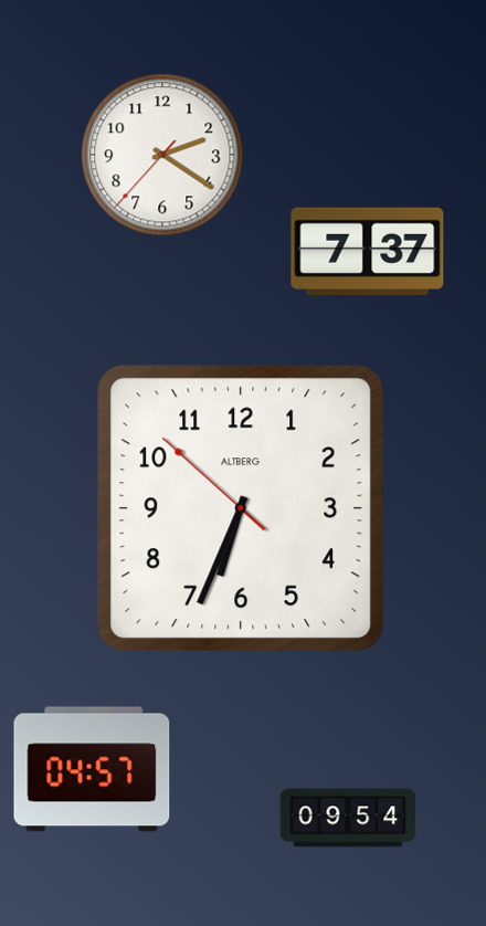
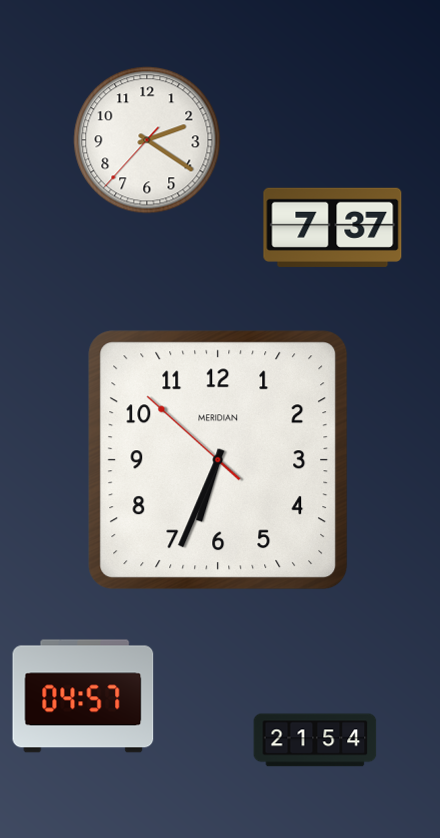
clock at (241, 508) brand: ALTBERG -> MERIDIAN
clock at (348, 818): 09:54 -> 21:54
